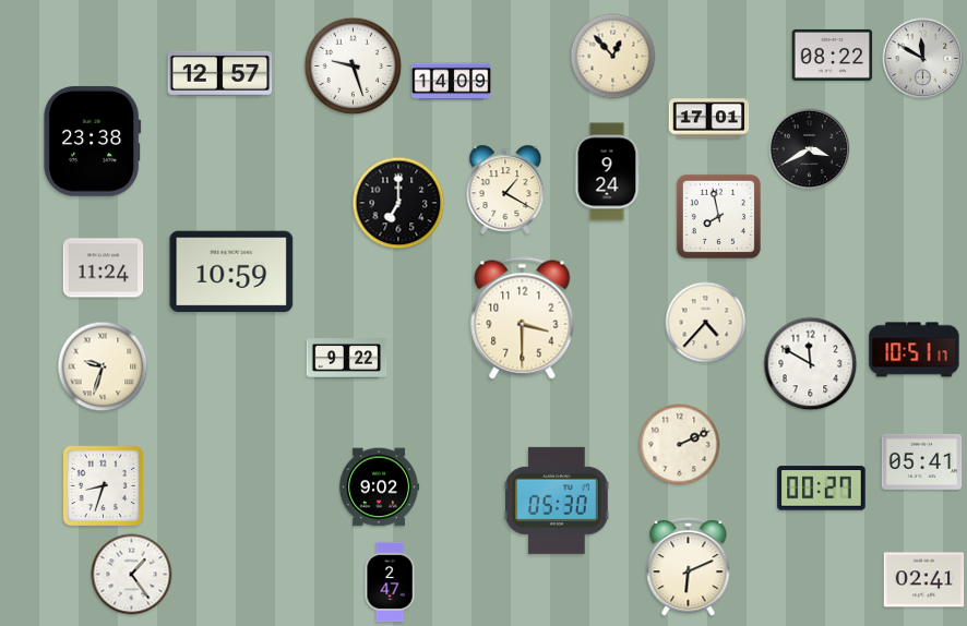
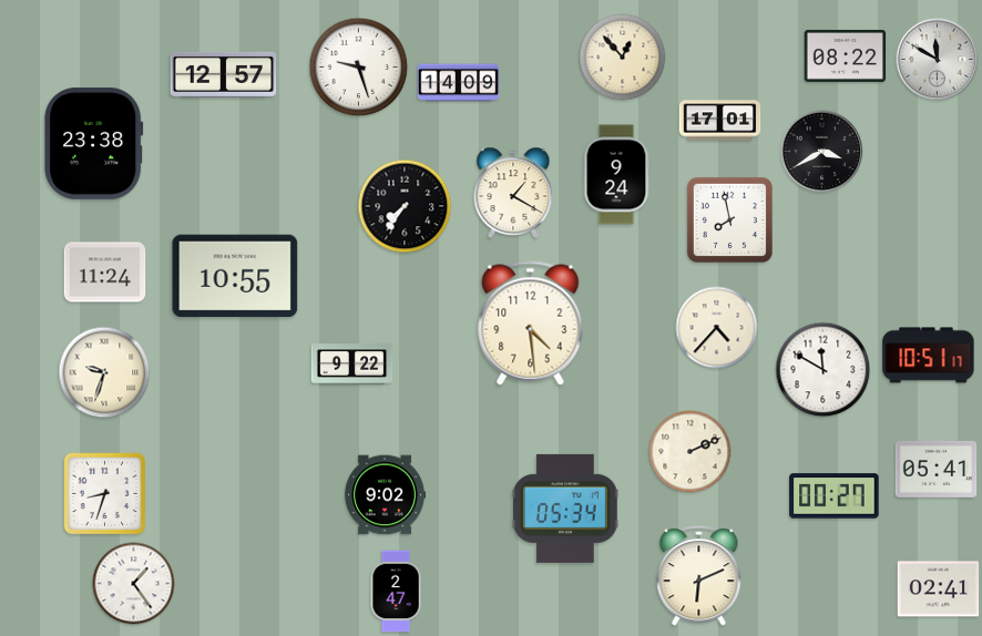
clock at (398, 203): 7:00 -> 7:36
clock at (231, 272): 10:59 -> 10:55
clock at (523, 318): 3:30 -> 4:29
clock at (558, 501): 05:30 -> 05:34
